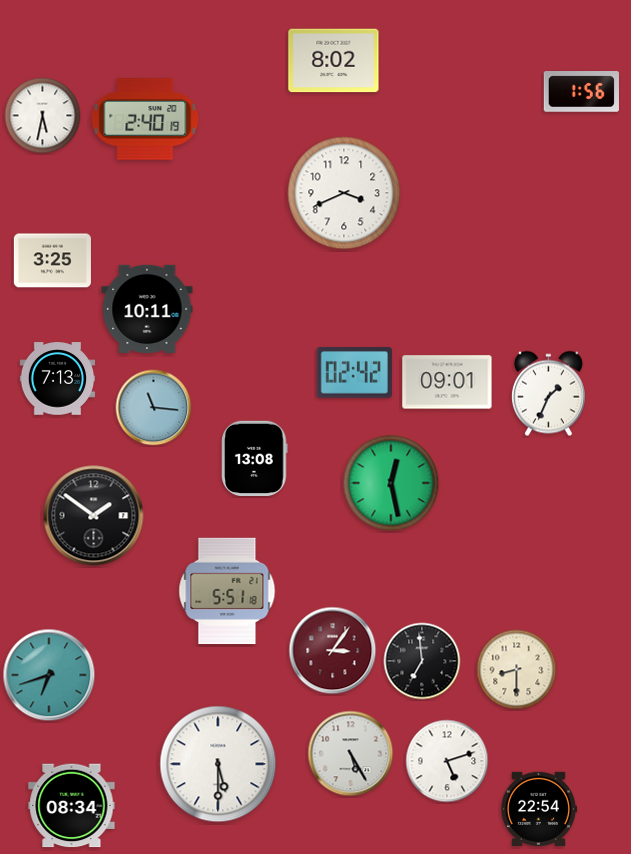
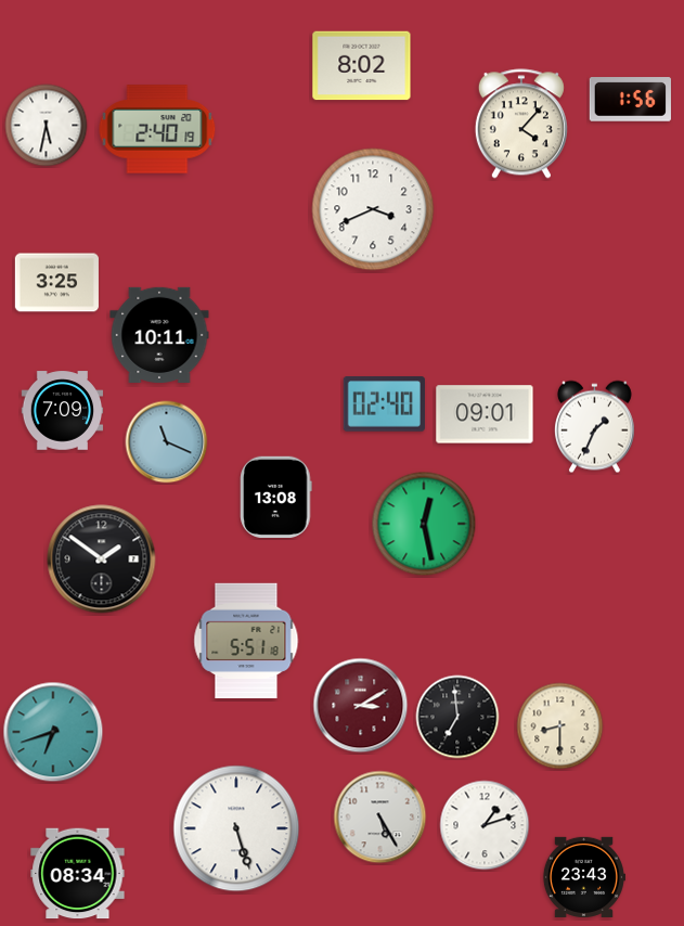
clock at (521, 124): none -> 4:07
clock at (354, 373): 02:42 -> 02:40
clock at (58, 379): 7:13 -> 7:09
clock at (154, 408): 11:16 -> 11:19
clock at (333, 651): 3:06 -> 3:10
clock at (447, 761): 5:12 -> 1:12
clock at (218, 764): 5:30 -> 5:27
clock at (538, 809): 22:54 -> 23:43
